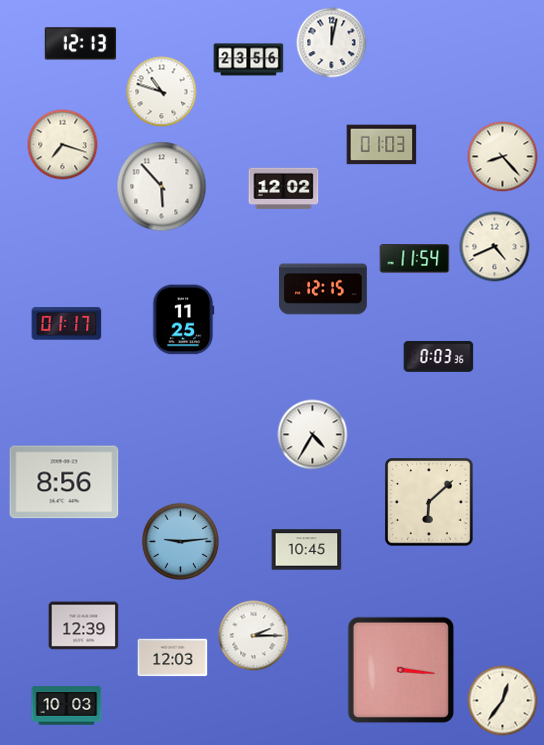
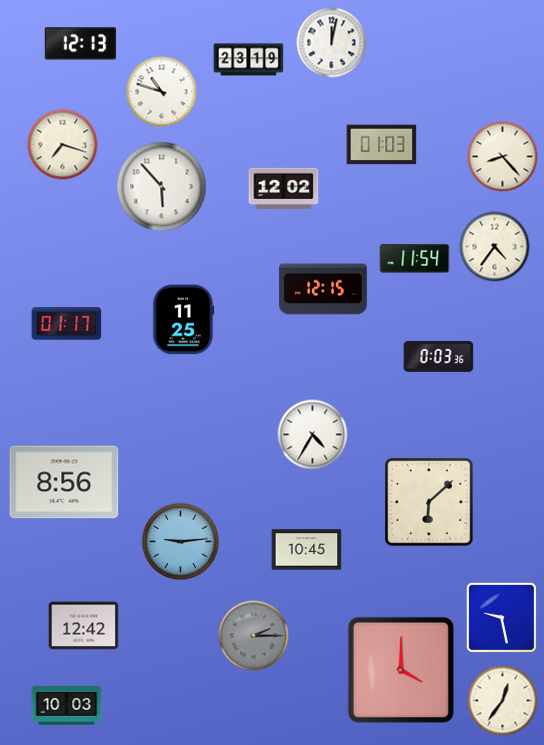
clock at (249, 60): 23:56 -> 23:19
clock at (495, 247): 4:41 -> 4:36
clock at (501, 617): none -> 9:28
clock at (84, 626): 12:39 -> 12:42
clock at (254, 636) dial: white -> grey
clock at (173, 658): 12:03 -> none
clock at (401, 670): 3:16 -> 4:00
